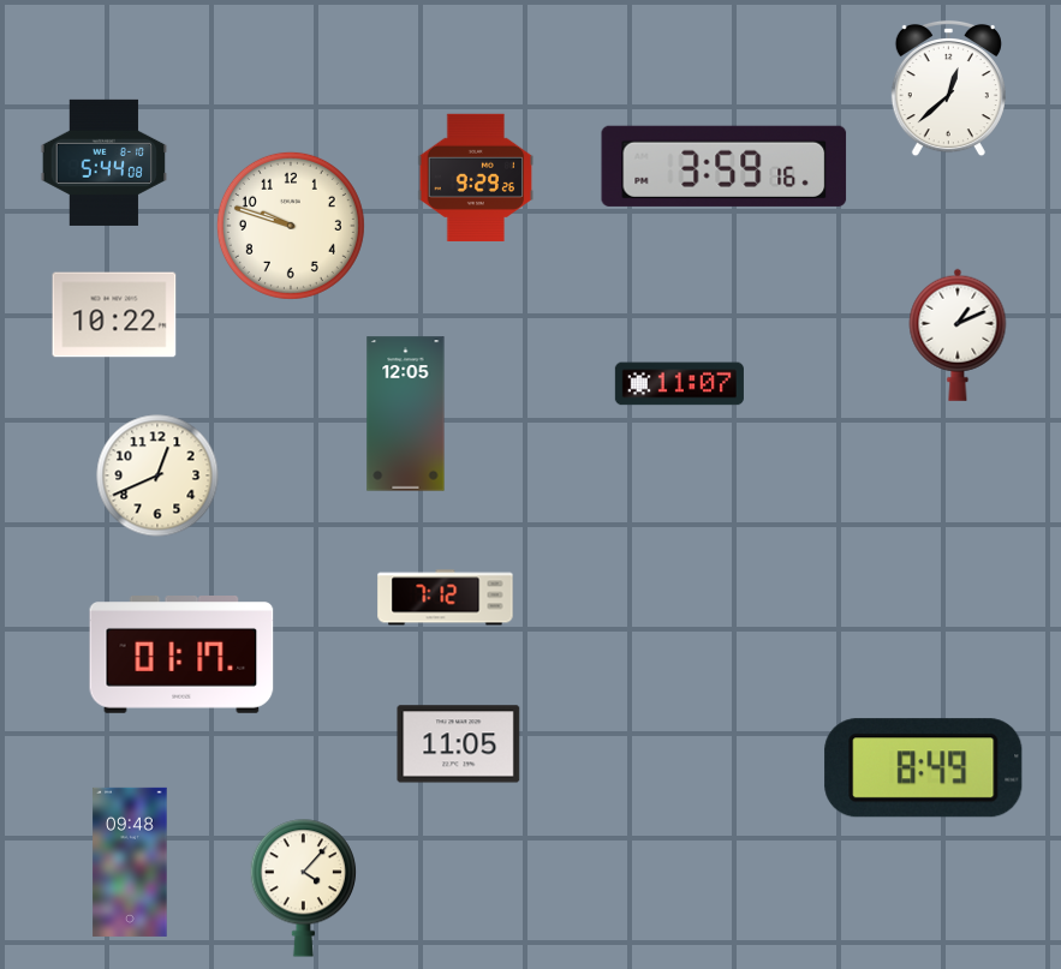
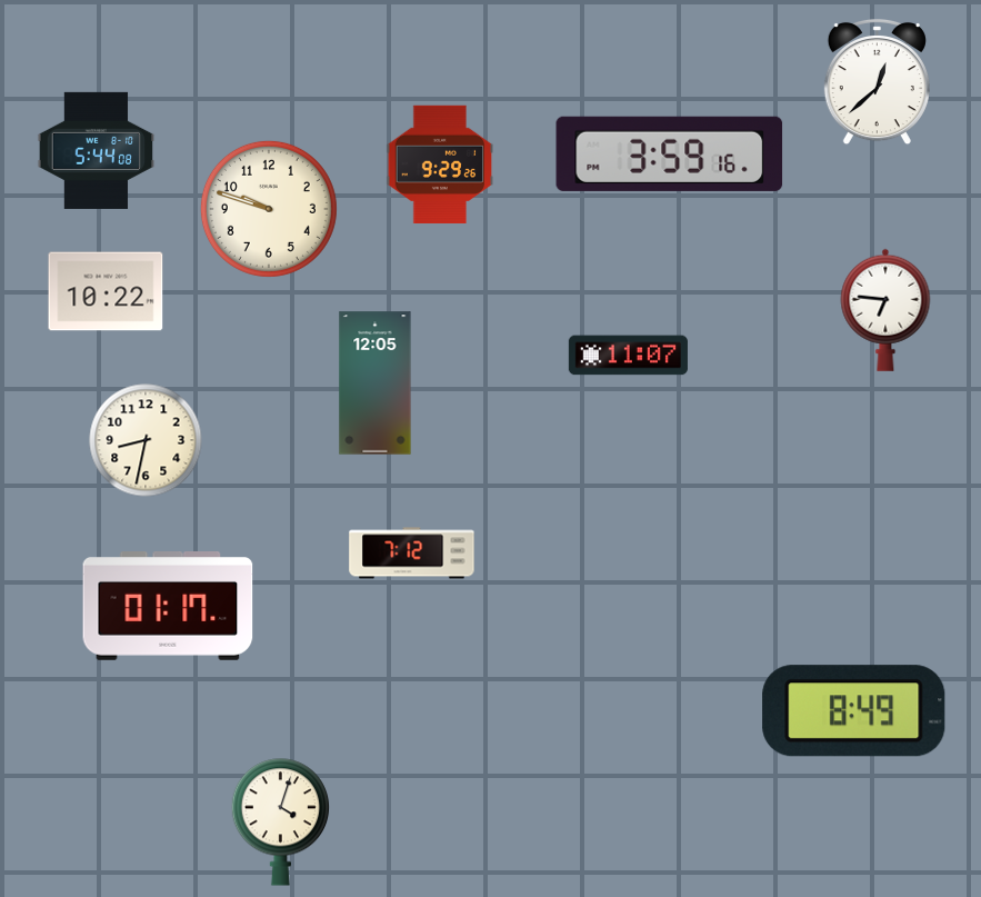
clock at (958, 335): 1:11 -> 6:46
clock at (157, 475): 12:41 -> 8:32
clock at (459, 744): 11:05 -> none
clock at (130, 862): 09:48 -> none
clock at (304, 889): 4:07 -> 4:03
